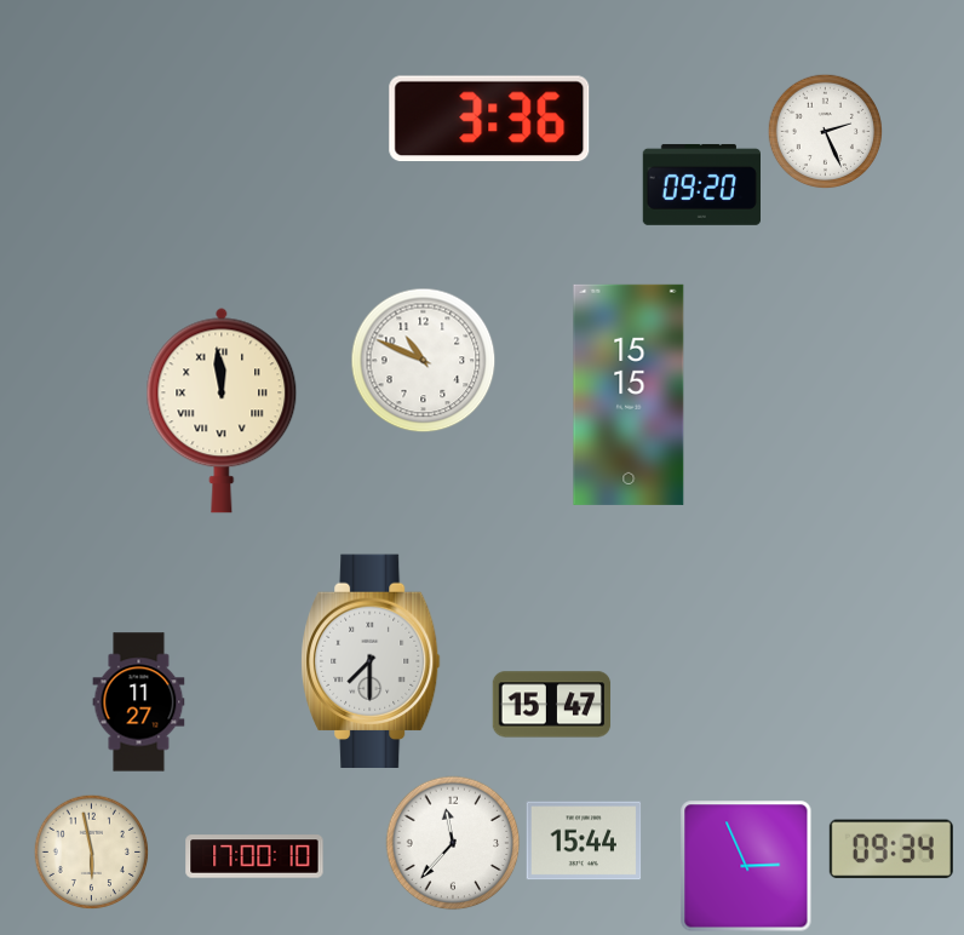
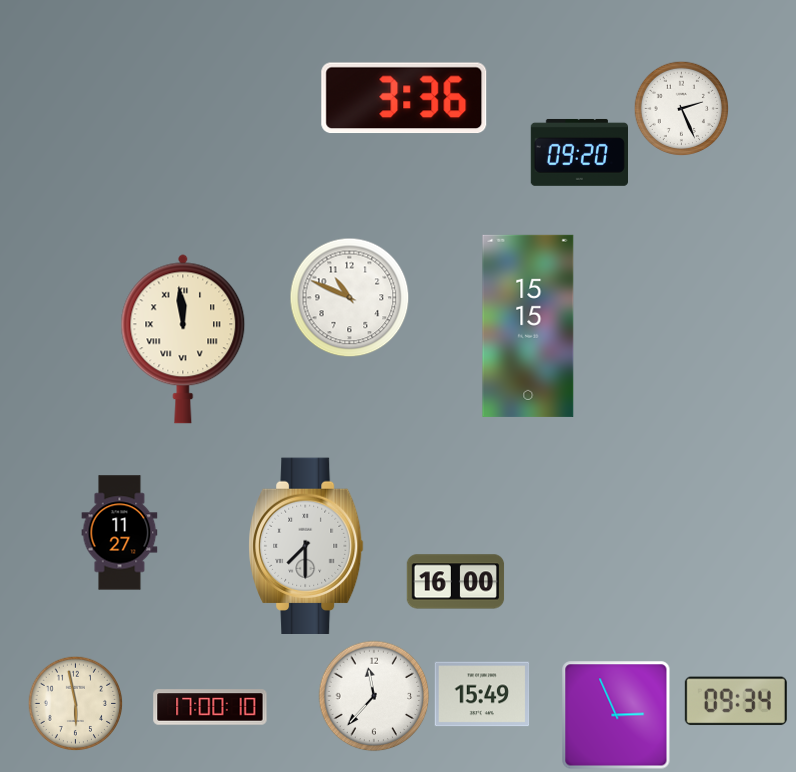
clock at (629, 395) position: (629, 395) -> (528, 326)
clock at (139, 702) position: (139, 702) -> (120, 533)
clock at (552, 705): 15:47 -> 16:00
clock at (584, 841): 15:44 -> 15:49
